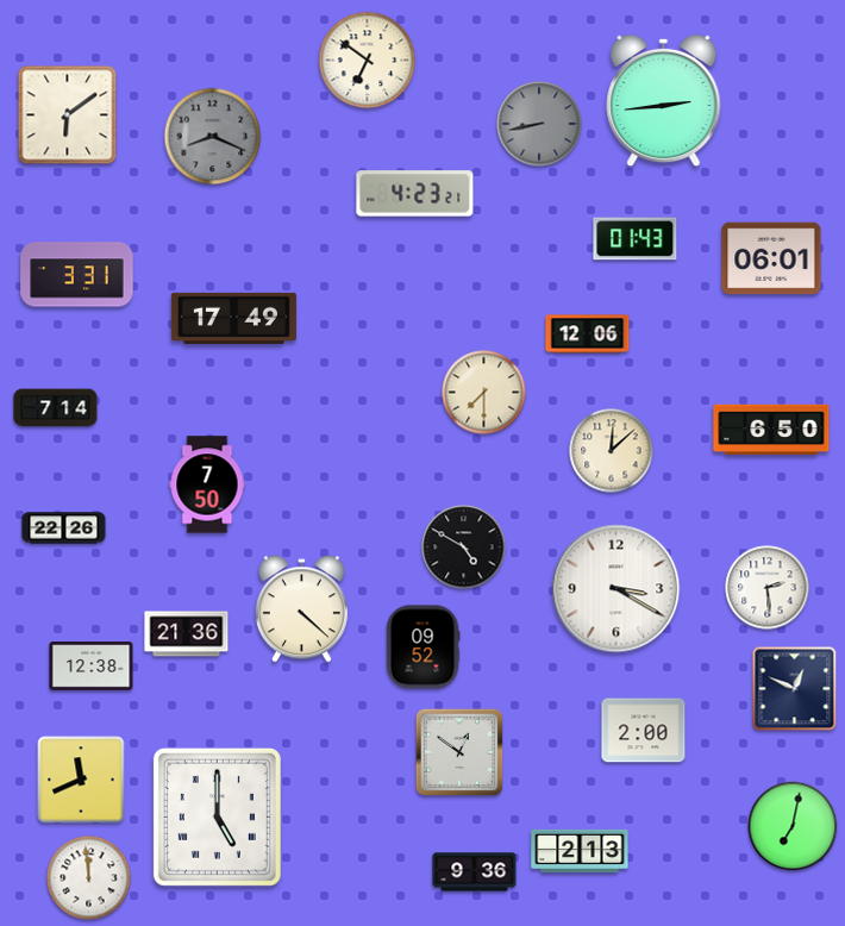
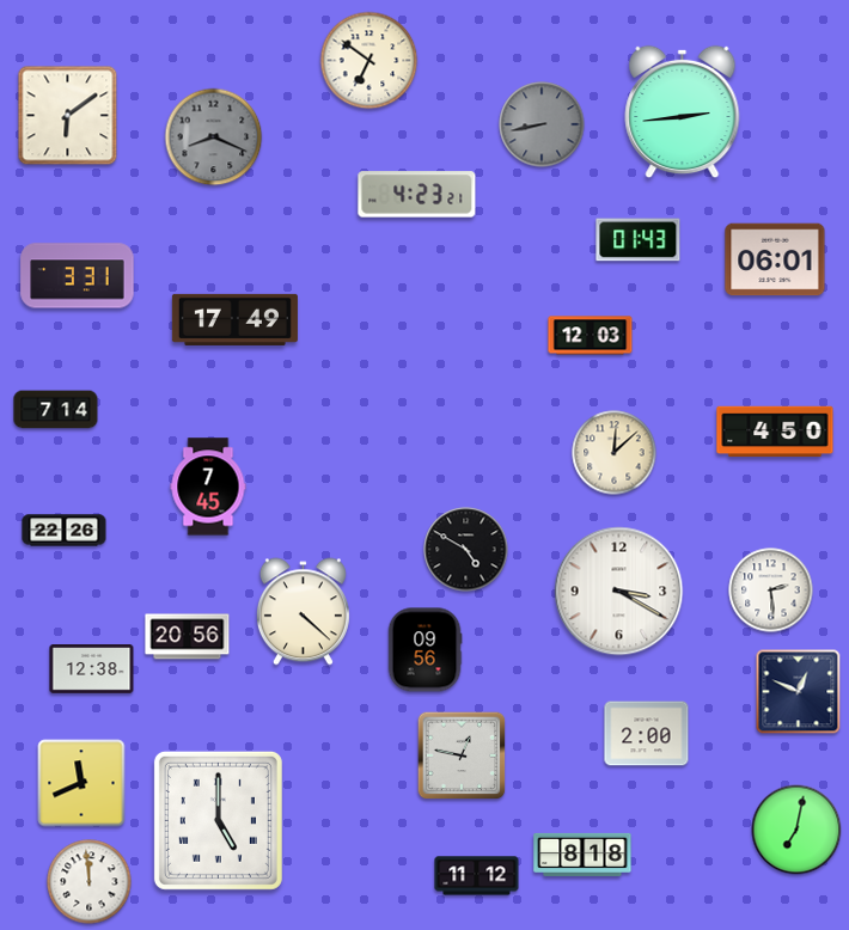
clock at (664, 101) position: (664, 101) -> (683, 112)
clock at (588, 334): 12:06 -> 12:03
clock at (484, 393): 7:30 -> none
clock at (771, 430): 6:50 -> 4:50
clock at (207, 484): 7:50 -> 7:45
clock at (187, 634): 21:36 -> 20:56
clock at (422, 647): 09:52 -> 09:56
clock at (459, 752): 12:51 -> 12:47
clock at (580, 851): 2:13 -> 8:18
clock at (475, 872): 9:36 -> 11:12
